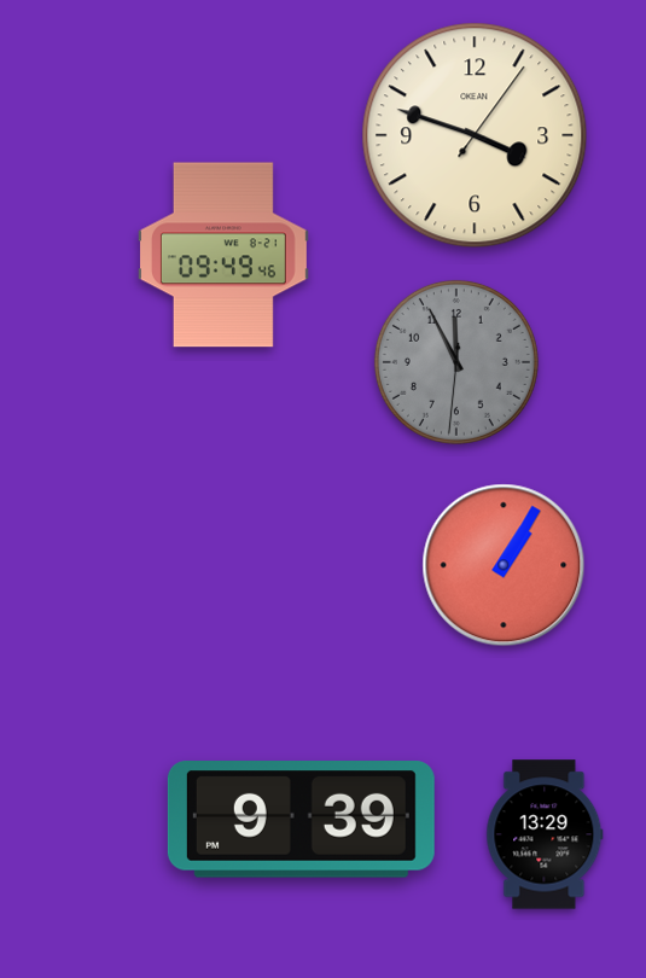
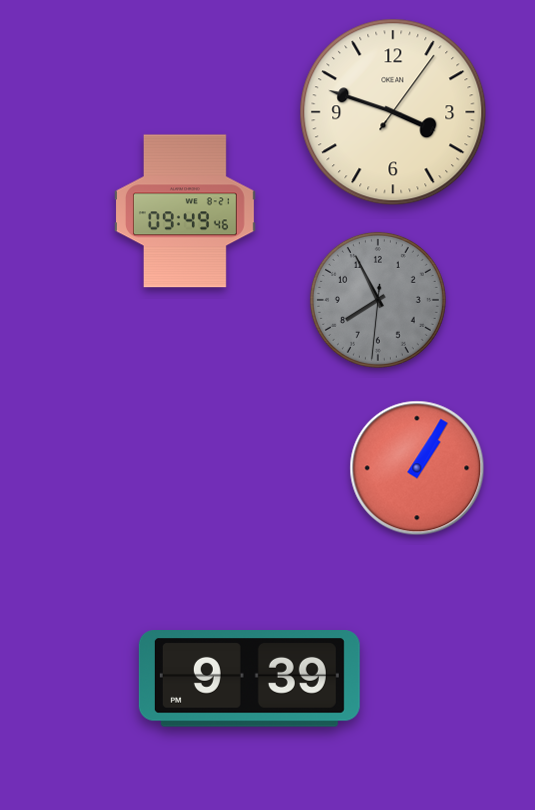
clock at (456, 362): 11:55 -> 7:55
clock at (545, 834): 13:29 -> none
